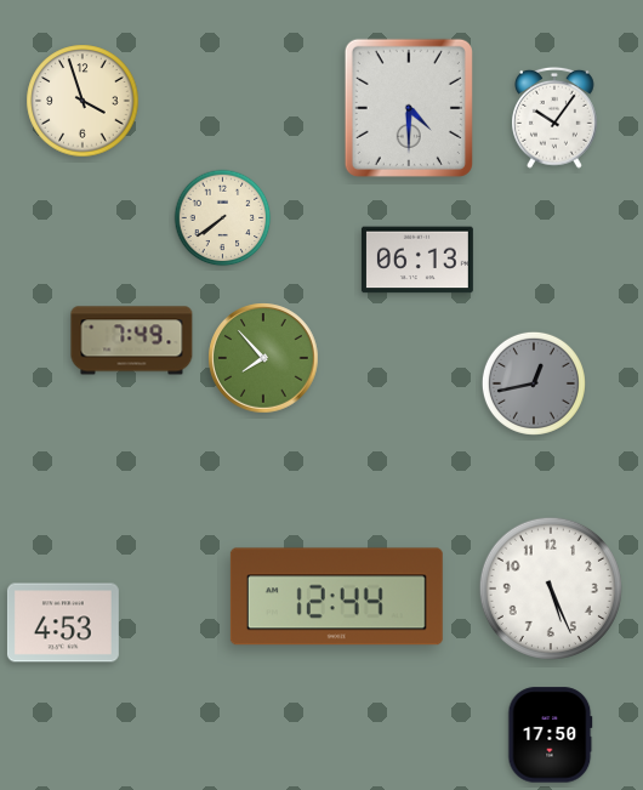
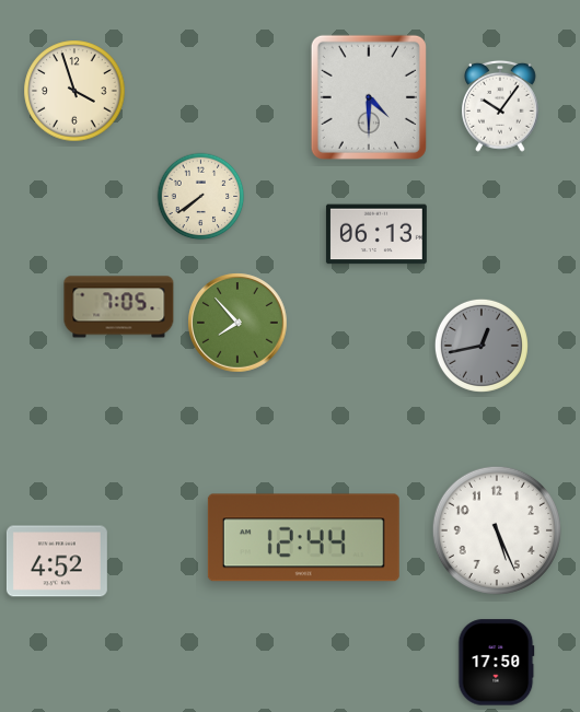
clock at (132, 341): 7:49 -> 7:05
clock at (63, 623): 4:53 -> 4:52
